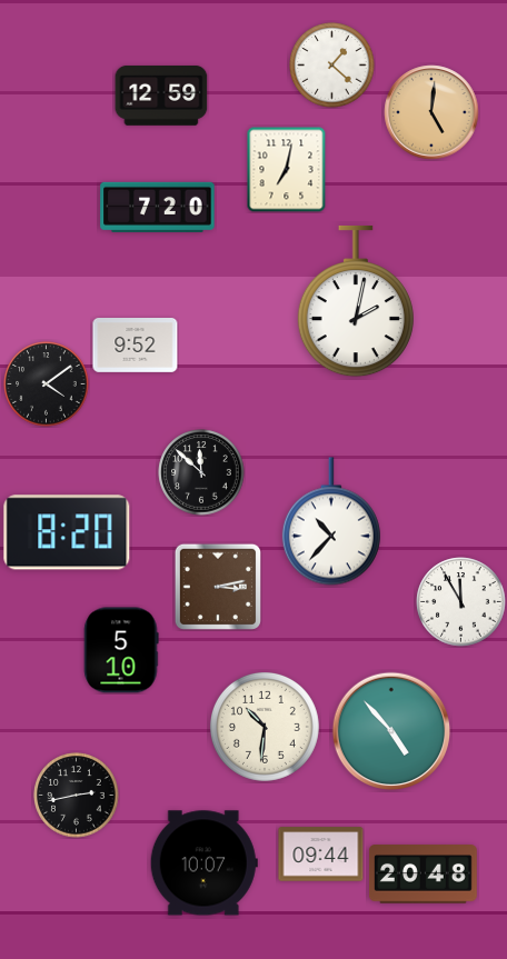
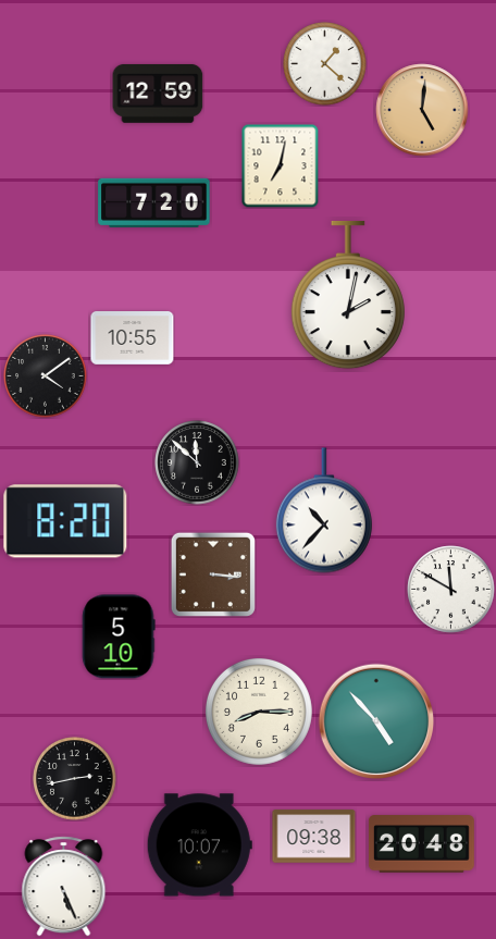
clock at (136, 346): 9:52 -> 10:55
clock at (218, 587): 3:13 -> 3:16
clock at (461, 602): 11:55 -> 11:50
clock at (265, 727): 10:31 -> 8:15
clock at (391, 731) position: (391, 731) -> (376, 721)
clock at (321, 855): 09:44 -> 09:38
clock at (422, 875) position: (422, 875) -> (421, 844)
clock at (64, 887): none -> 5:26
